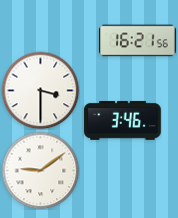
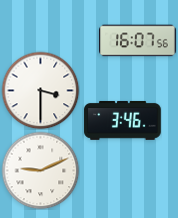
clock at (138, 41): 16:21 -> 16:07
clock at (40, 170): 9:09 -> 9:11
